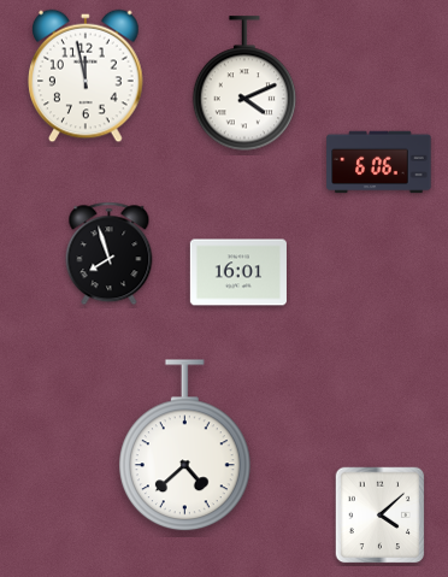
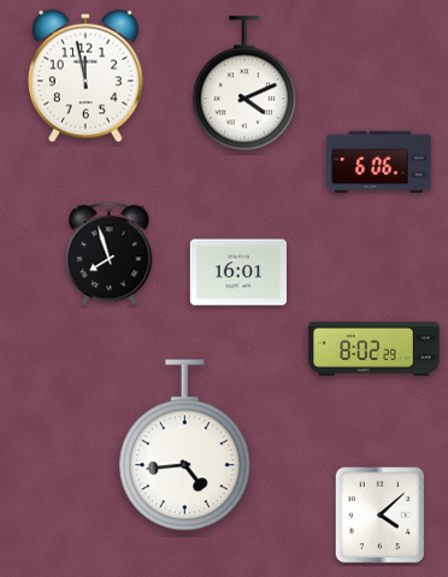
clock at (375, 348): none -> 8:02
clock at (184, 446): 4:38 -> 4:44
